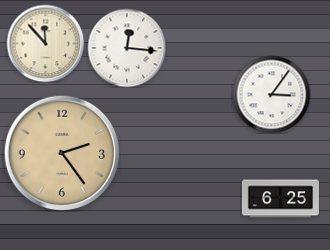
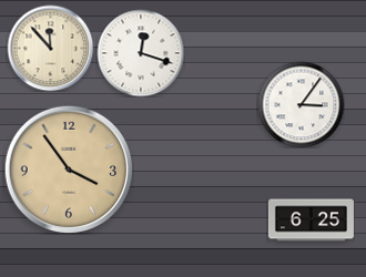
clock at (127, 48): 12:16 -> 12:18
clock at (62, 153): 2:24 -> 3:54
